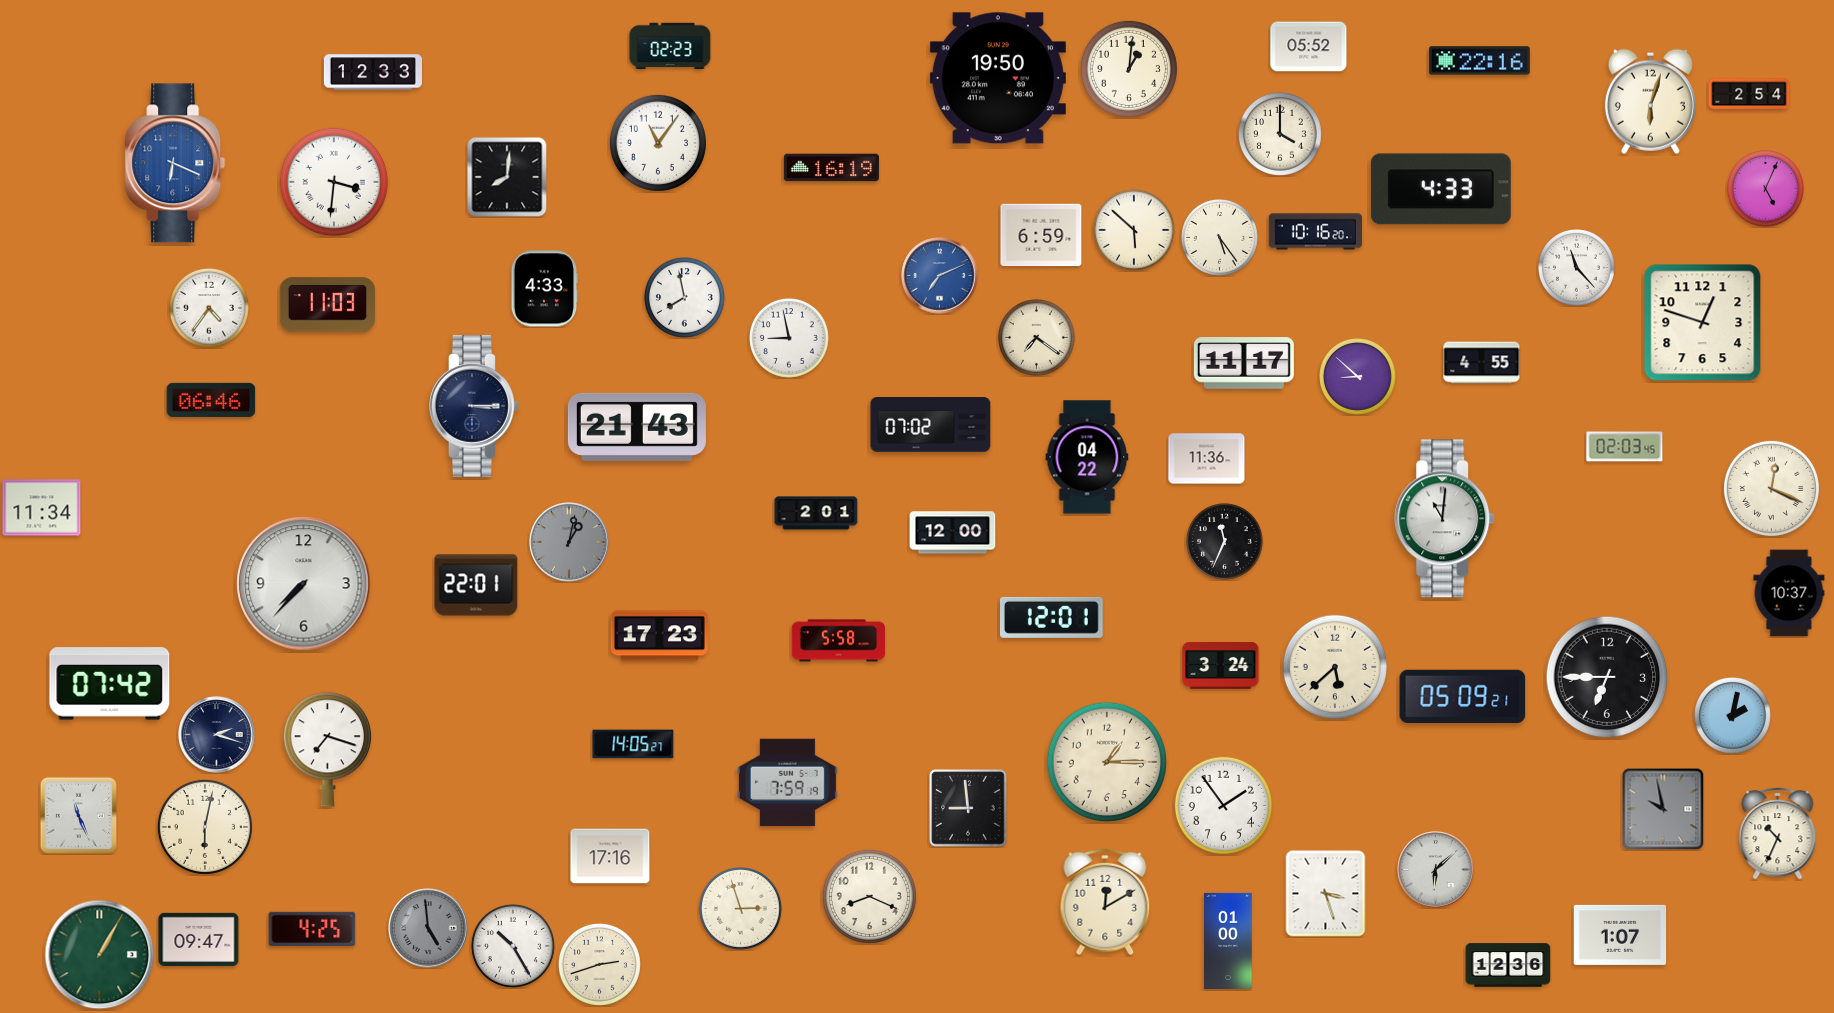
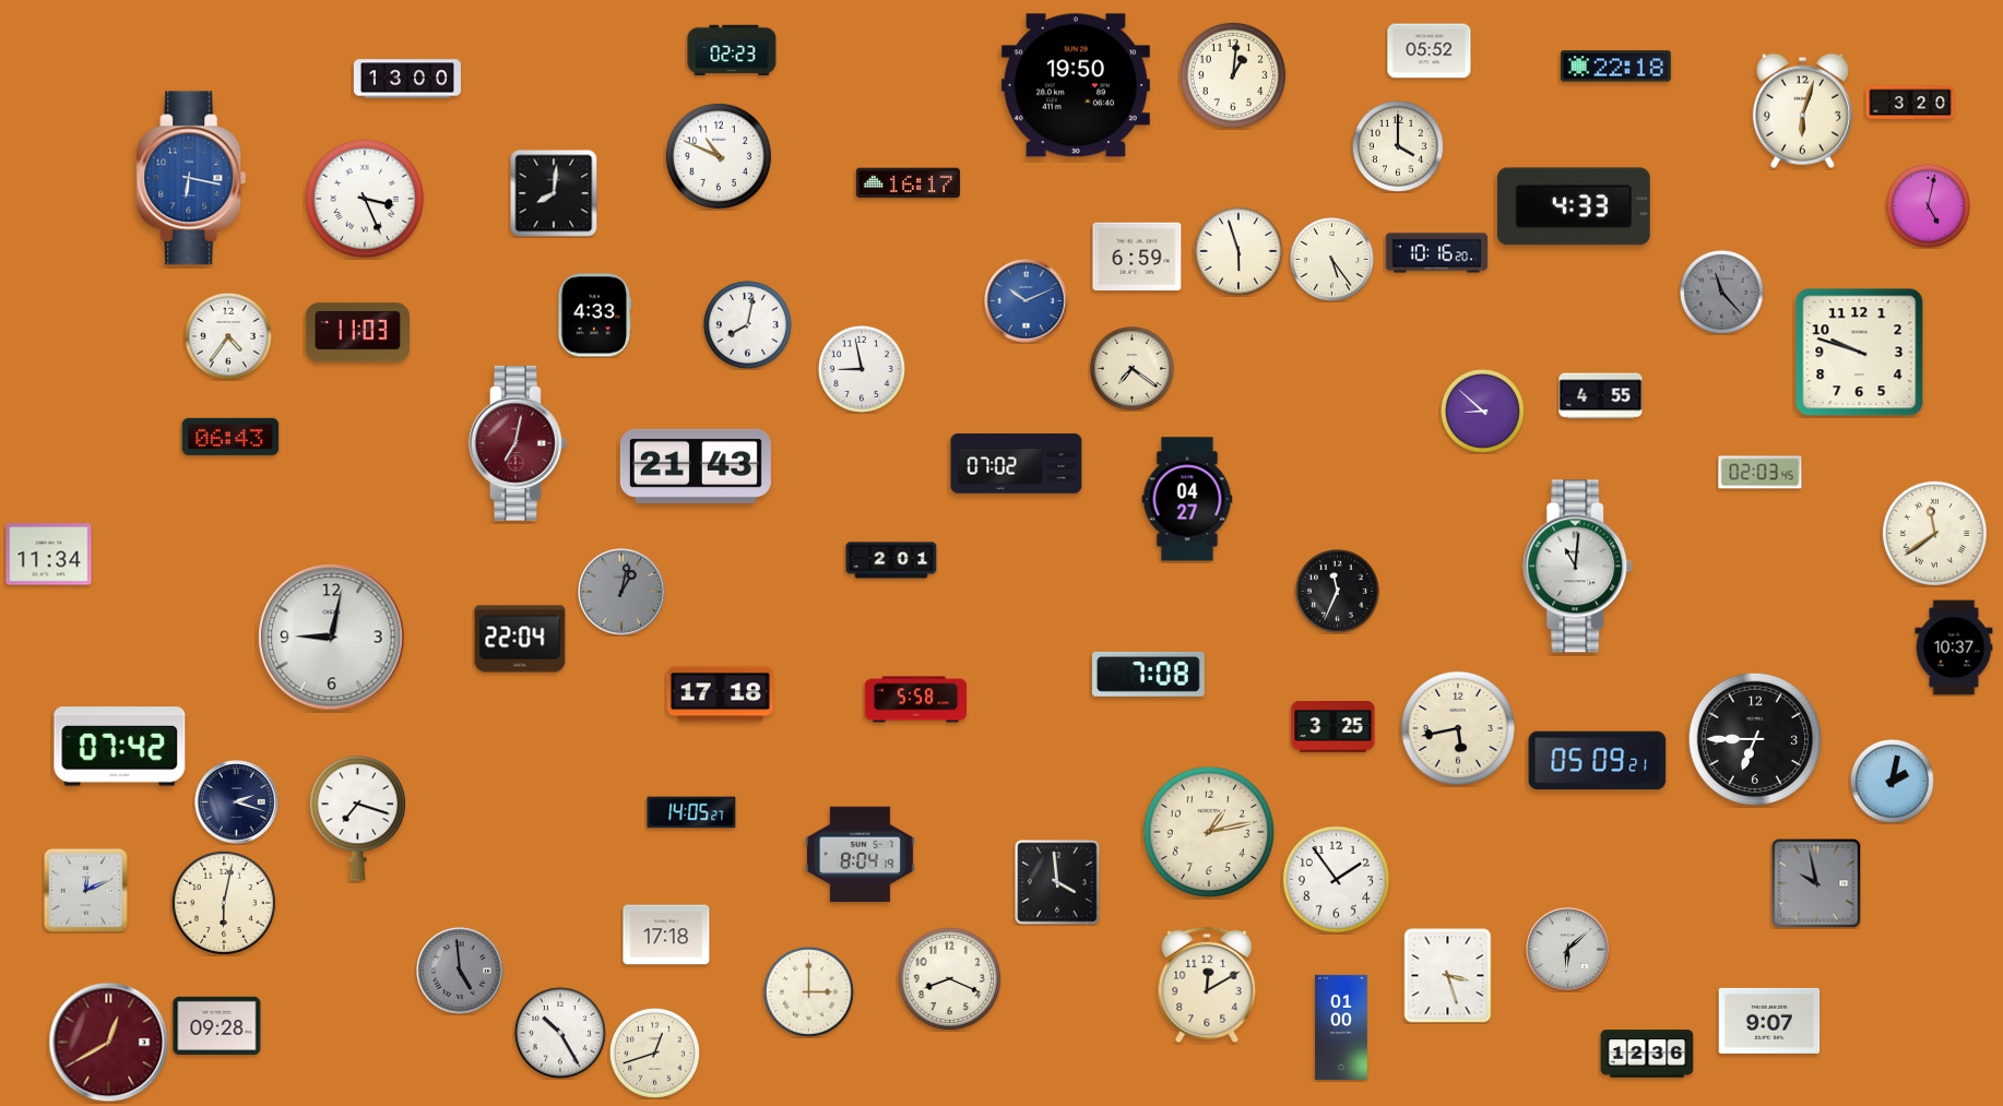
clock at (1479, 61): 22:16 -> 22:18
clock at (373, 72): 12:33 -> 13:00
clock at (998, 78) position: (998, 78) -> (1076, 85)
clock at (1749, 94): 2:54 -> 3:20
clock at (658, 143): 11:06 -> 10:49
clock at (175, 163): 6:19 -> 6:17
clock at (831, 168): 16:19 -> 16:17
clock at (333, 181): 3:31 -> 3:26
clock at (1766, 189): 5:04 -> 5:02
clock at (1134, 230): 5:52 -> 5:57
clock at (1577, 268) dial: white -> grey
clock at (940, 276): 7:11 -> 10:11
clock at (684, 297): 7:58 -> 8:02
clock at (1703, 323): 12:48 -> 9:48
clock at (1244, 363): 11:17 -> none
clock at (1482, 363) position: (1482, 363) -> (1601, 396)
clock at (211, 400): 06:46 -> 06:43
clock at (475, 406): 3:15 -> 7:02
clock at (475, 406) dial: navy -> burgundy
clock at (1625, 447) position: (1625, 447) -> (1761, 473)
clock at (1087, 457): 04:22 -> 04:27
clock at (1207, 459): 11:36 -> none
clock at (1771, 488): 12:19 -> 11:39
clock at (42, 508) position: (42, 508) -> (49, 555)
clock at (953, 533): 12:00 -> none
clock at (304, 584): 7:37 -> 9:02
clock at (476, 585): 22:01 -> 22:04
clock at (1052, 617): 12:01 -> 7:08
clock at (659, 636): 17:23 -> 17:18
clock at (1221, 666): 3:24 -> 3:25
clock at (1335, 667): 5:38 -> 5:43
clock at (1107, 762): 1:15 -> 1:13
clock at (787, 783): 7:59 -> 8:04
clock at (968, 808): 8:59 -> 3:59
clock at (78, 815): 11:26 -> 12:11
clock at (1778, 833): 10:34 -> none
clock at (610, 856): 17:16 -> 17:18
clock at (740, 908): 2:57 -> 3:00
clock at (312, 928): 4:25 -> none
clock at (428, 928) position: (428, 928) -> (460, 971)
clock at (1620, 935): 1:07 -> 9:07
clock at (199, 939): 09:47 -> 09:28
clock at (100, 955): 1:05 -> 12:40
clock at (100, 955) dial: green -> burgundy
clock at (599, 964): 2:42 -> 12:42
